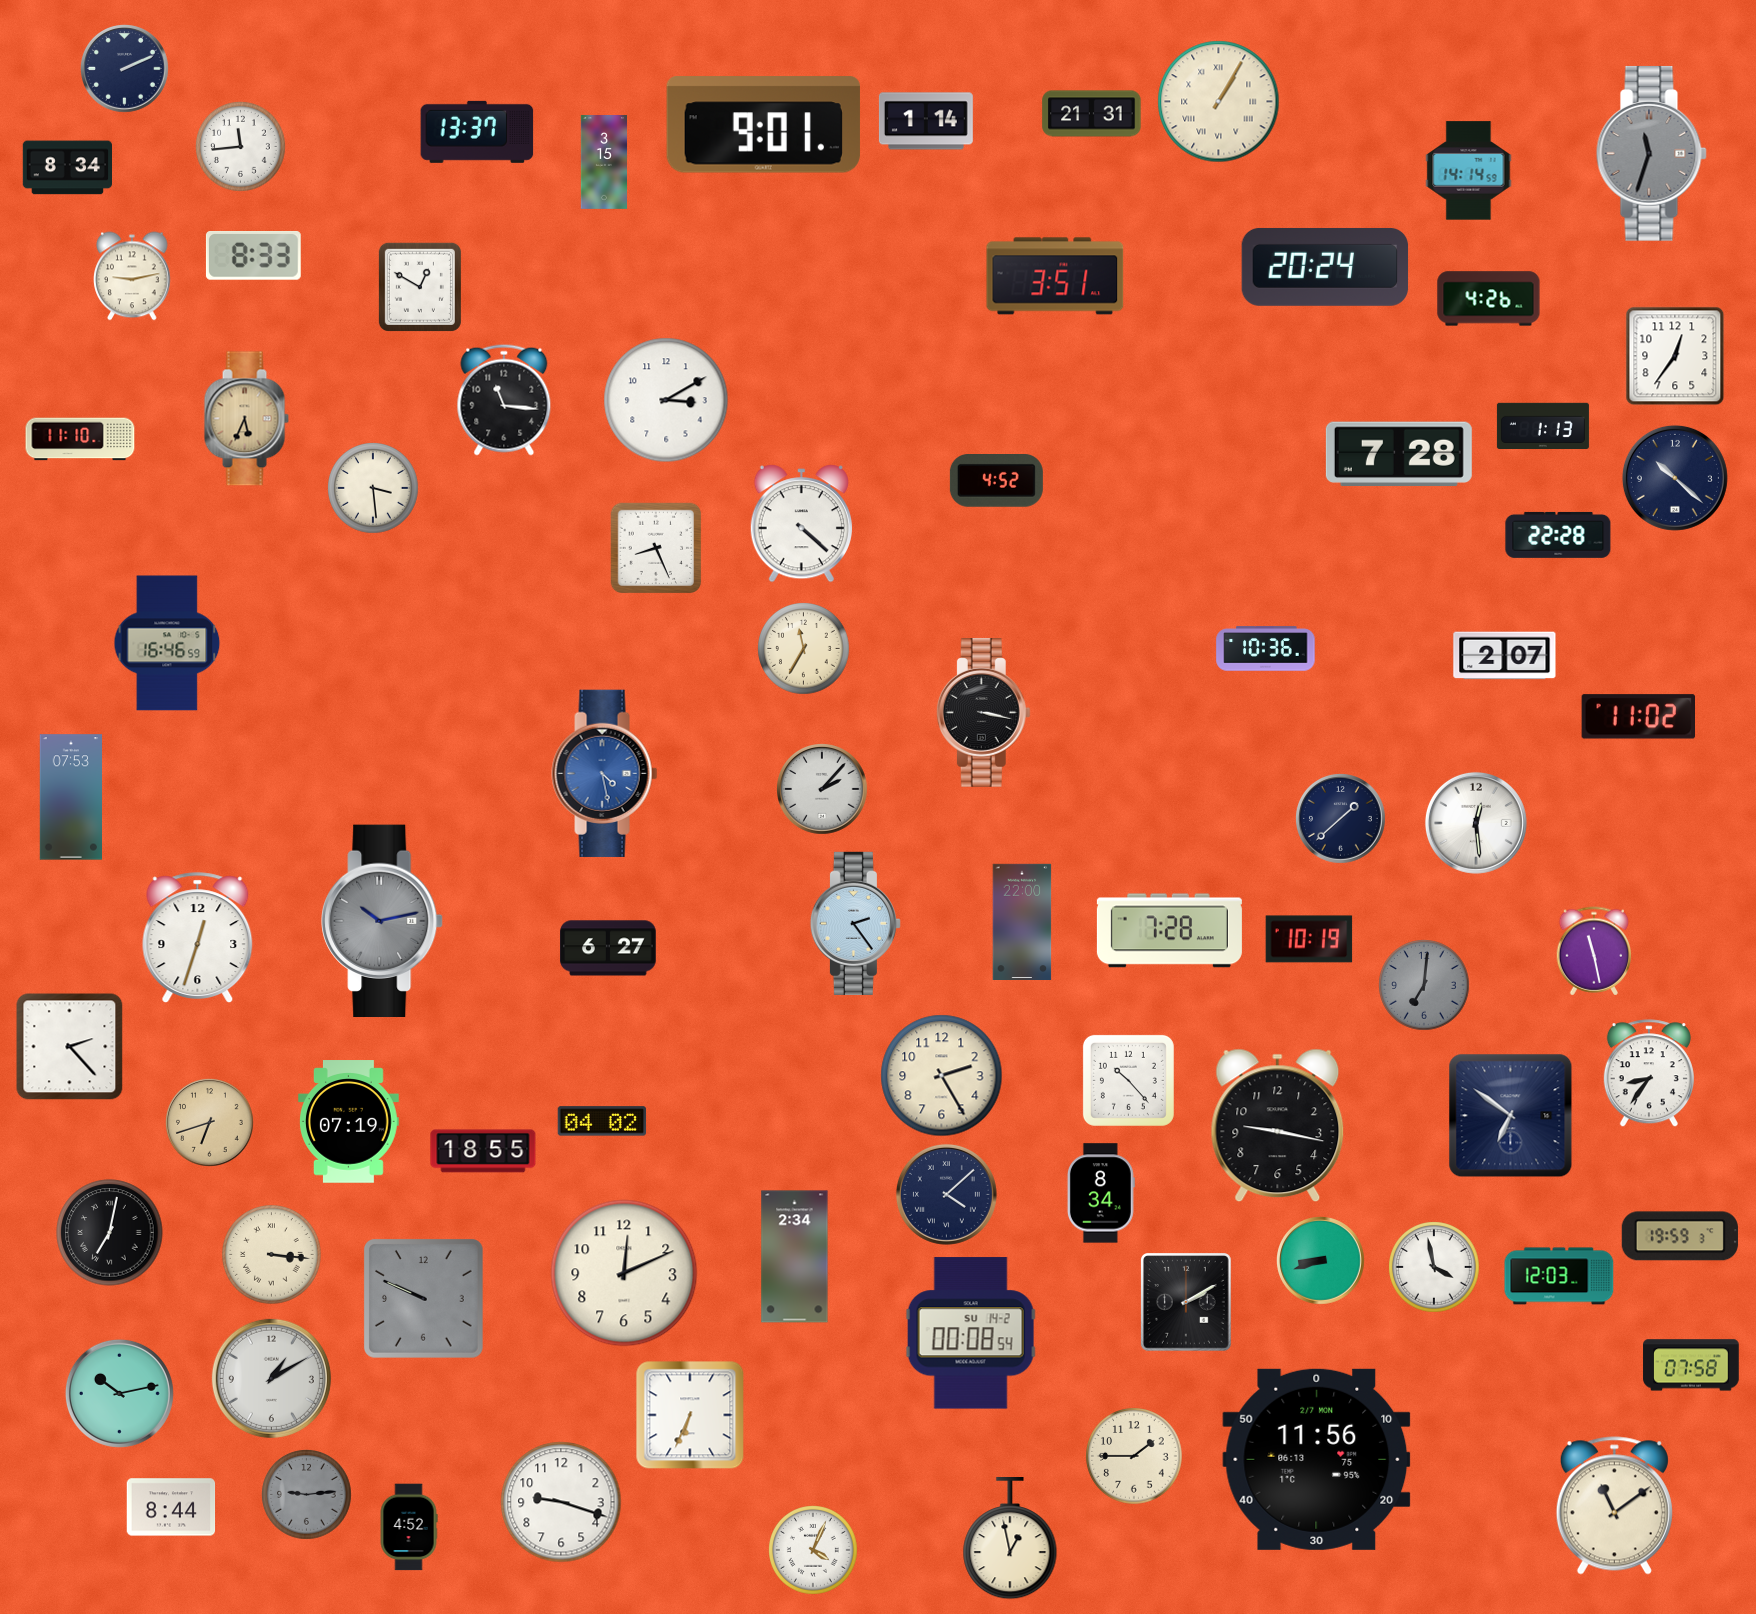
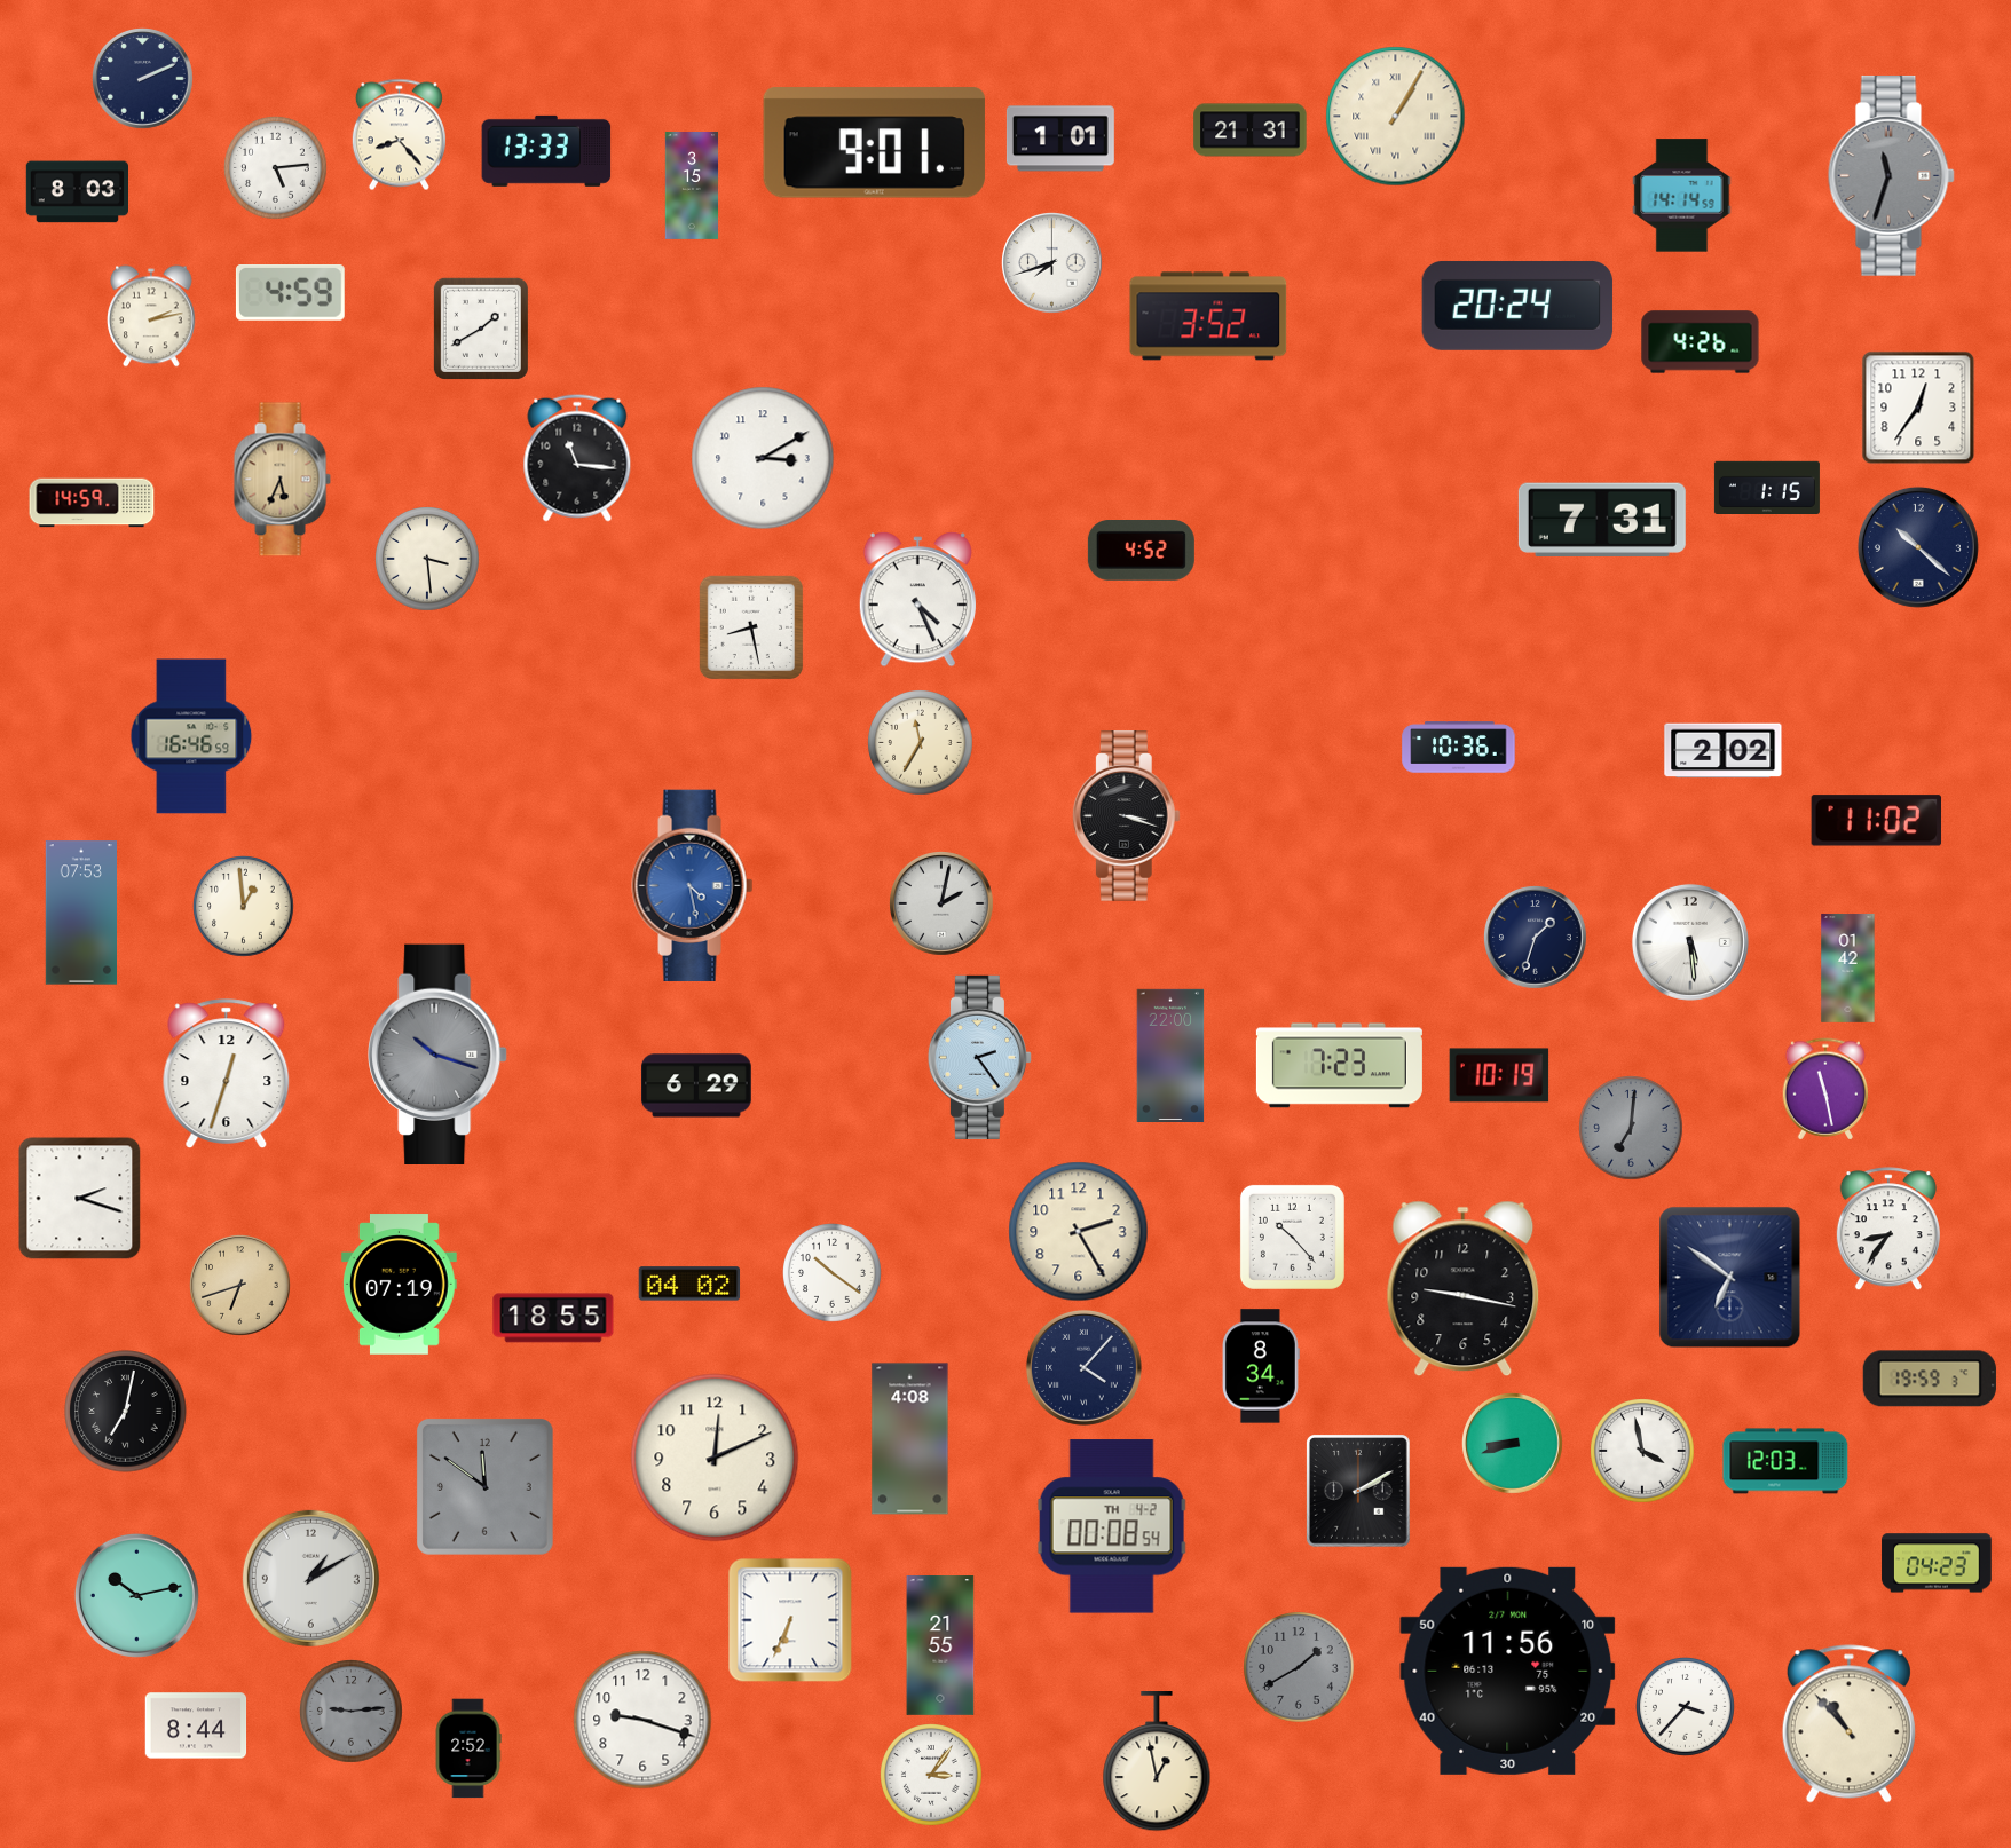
clock at (399, 135): none -> 8:23
clock at (926, 121): 1:14 -> 1:01
clock at (477, 132): 13:37 -> 13:33
clock at (241, 147): 11:44 -> 5:14
clock at (67, 168): 8:34 -> 8:03
clock at (1052, 263): none -> 7:42
clock at (253, 256): 8:33 -> 4:59
clock at (132, 276): 9:13 -> 2:13
clock at (1055, 276): 3:51 -> 3:52
clock at (420, 287): 12:50 -> 1:40
clock at (1489, 299) position: (1489, 299) -> (1701, 342)
clock at (1543, 425): 1:13 -> 1:15
clock at (80, 439): 11:10 -> 14:59
clock at (1399, 453): 7:28 -> 7:31
clock at (801, 524): 4:22 -> 4:26
clock at (1558, 535): 22:28 -> none
clock at (656, 548): 8:26 -> 8:28
clock at (1266, 649) position: (1266, 649) -> (1459, 748)
clock at (1505, 656): 2:07 -> 2:02
clock at (983, 713): 3:17 -> 3:18
clock at (823, 790): 2:07 -> 2:02
clock at (244, 907): none -> 12:59
clock at (1341, 819): 1:38 -> 1:33
clock at (1476, 823): 12:29 -> 5:29
clock at (1848, 969): none -> 01:42
clock at (382, 920): 10:13 -> 10:18
clock at (1169, 931): 7:28 -> 7:23
clock at (608, 948): 6:27 -> 6:29
clock at (70, 1047): 2:23 -> 2:18
clock at (833, 1273): none -> 10:21
clock at (946, 1194): 4:08 -> 4:07
clock at (1680, 1236) position: (1680, 1236) -> (1930, 1379)
clock at (272, 1255): 3:16 -> none
clock at (795, 1257): 2:34 -> 4:08
clock at (424, 1299): 9:49 -> 11:51
clock at (971, 1333) date: SU 14-2 -> TH 4-2
clock at (1691, 1365): 07:58 -> 04:23
clock at (940, 1645): none -> 21:55
clock at (1134, 1456): 1:45 -> 1:40
clock at (1134, 1456) dial: cream -> grey
clock at (1686, 1707): none -> 3:37
clock at (1614, 1506): 11:09 -> 10:53
clock at (409, 1527): 4:52 -> 2:52
clock at (814, 1551): 4:04 -> 3:06
